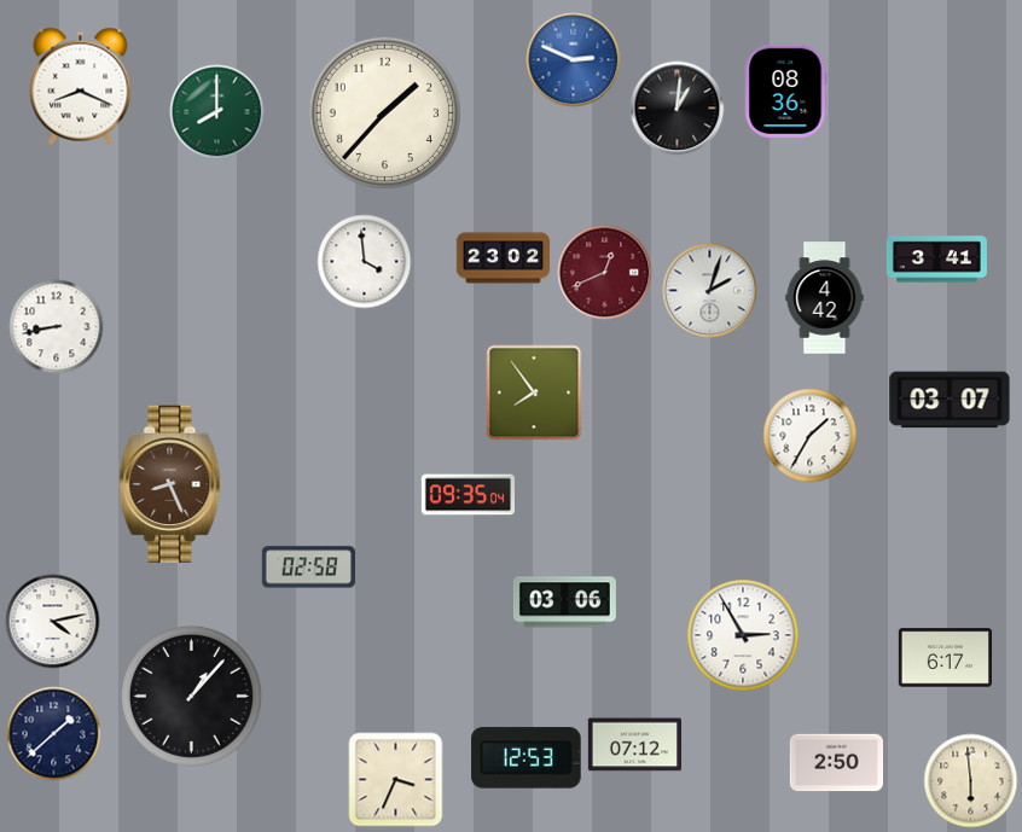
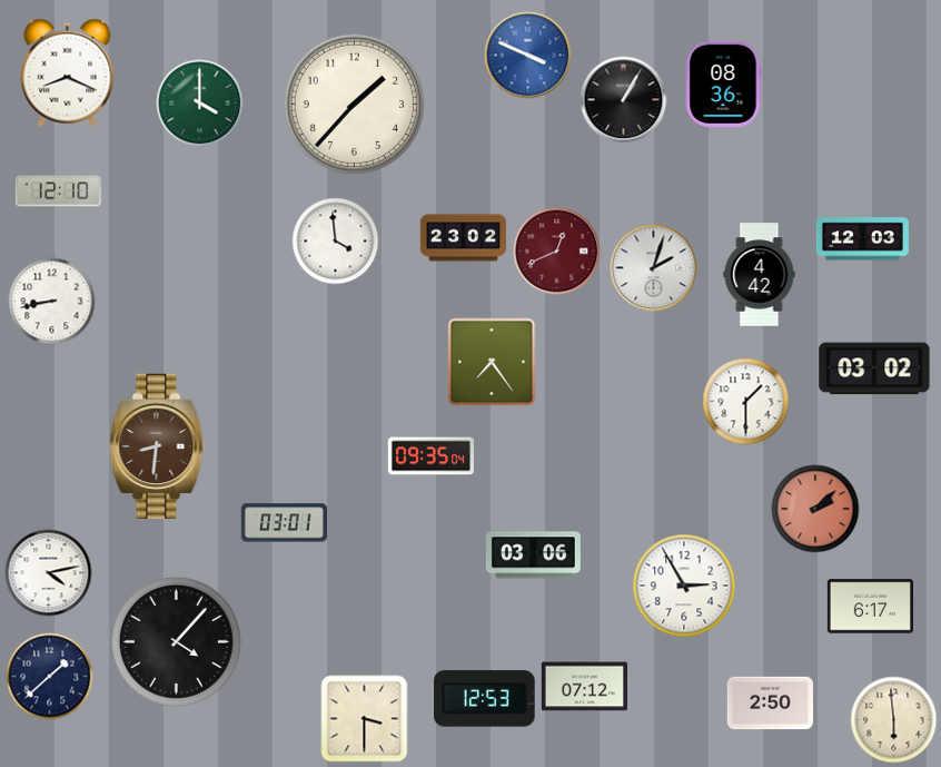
clock at (573, 59): 2:49 -> 3:49
clock at (81, 86) position: (81, 86) -> (68, 72)
clock at (677, 107): 1:01 -> 1:05
clock at (216, 111): 8:00 -> 4:00
clock at (58, 191): none -> 12:10
clock at (936, 260): 3:41 -> 12:03
clock at (534, 392): 7:54 -> 7:24
clock at (950, 400): 03:07 -> 03:02
clock at (809, 435): 1:35 -> 1:30
clock at (170, 484): 8:26 -> 8:31
clock at (815, 509): none -> 2:08
clock at (308, 568): 02:58 -> 03:01
clock at (564, 603) position: (564, 603) -> (533, 555)
clock at (191, 696): 1:07 -> 4:07
clock at (395, 779): 3:34 -> 3:30
